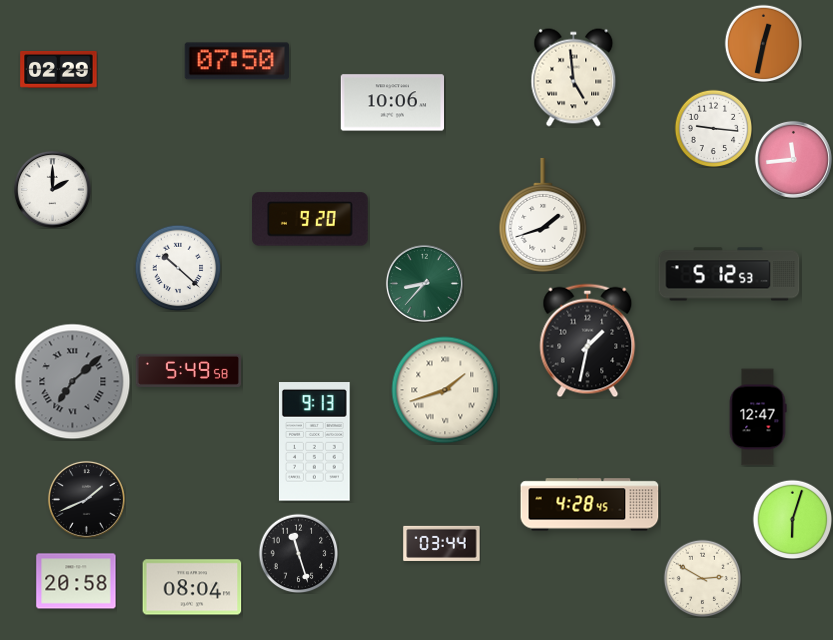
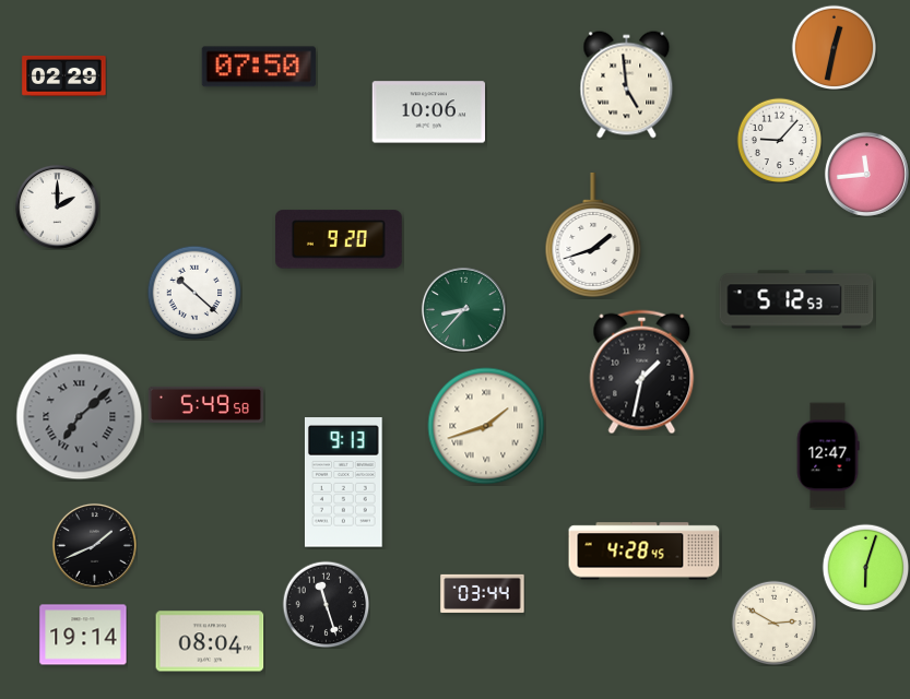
clock at (713, 128): 9:16 -> 9:07
clock at (702, 578) position: (702, 578) -> (773, 623)
clock at (76, 581): 20:58 -> 19:14
